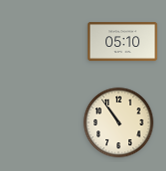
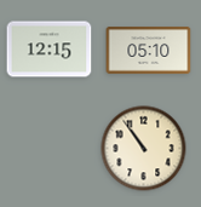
clock at (50, 50): none -> 12:15
